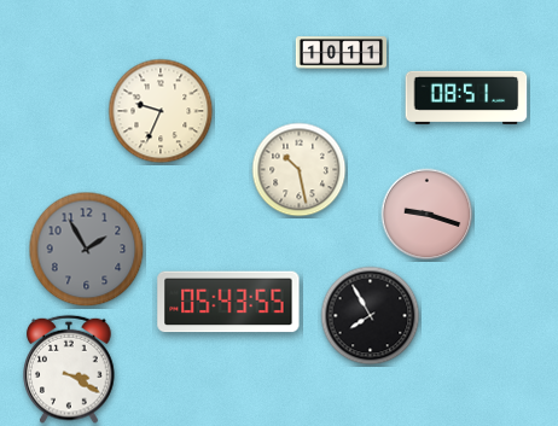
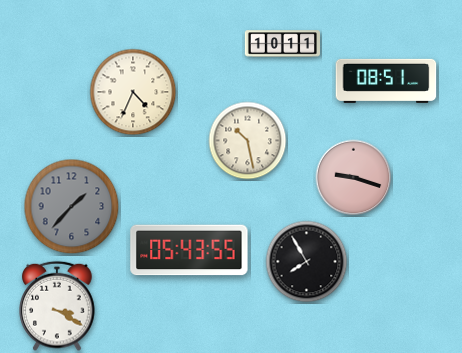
clock at (161, 111): 9:34 -> 4:34
clock at (87, 250): 1:55 -> 1:37
